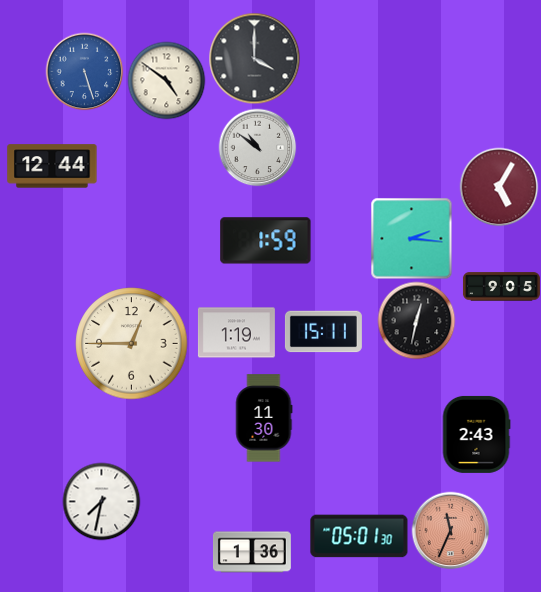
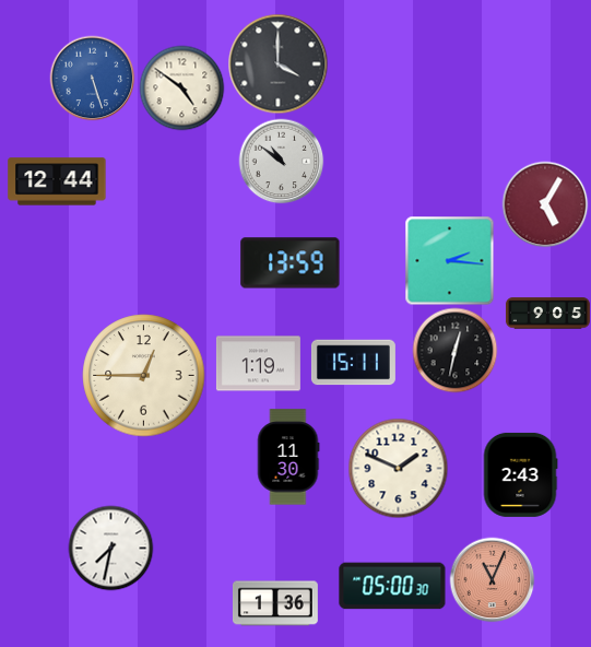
clock at (266, 241): 1:59 -> 13:59
clock at (398, 468): none -> 1:49
clock at (450, 530): 11:34 -> 11:04
clock at (359, 536): 05:01 -> 05:00
